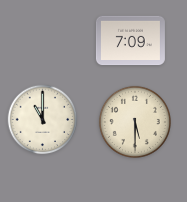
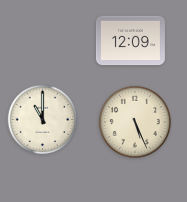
clock at (130, 41): 7:09 -> 12:09
clock at (135, 122): 5:30 -> 5:26
